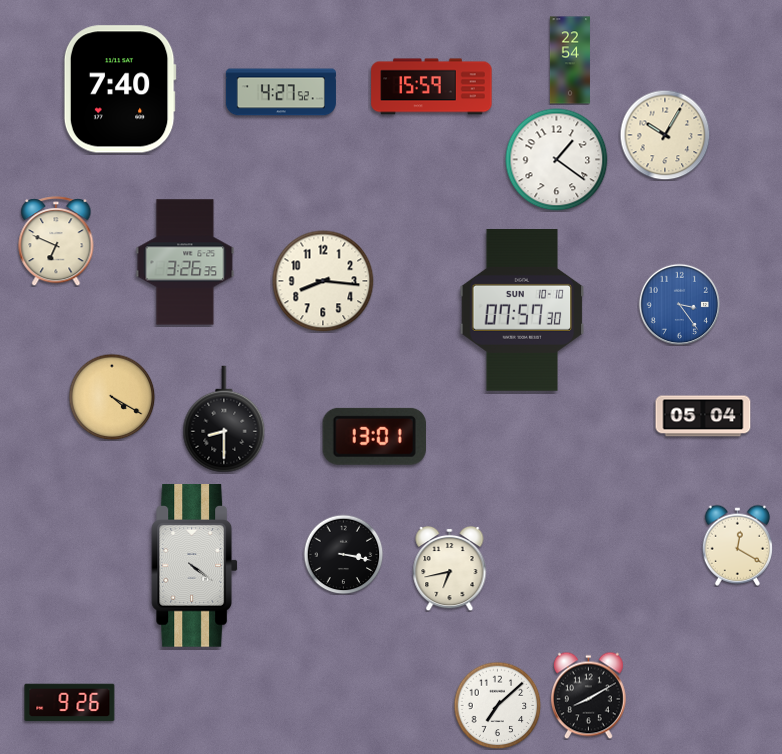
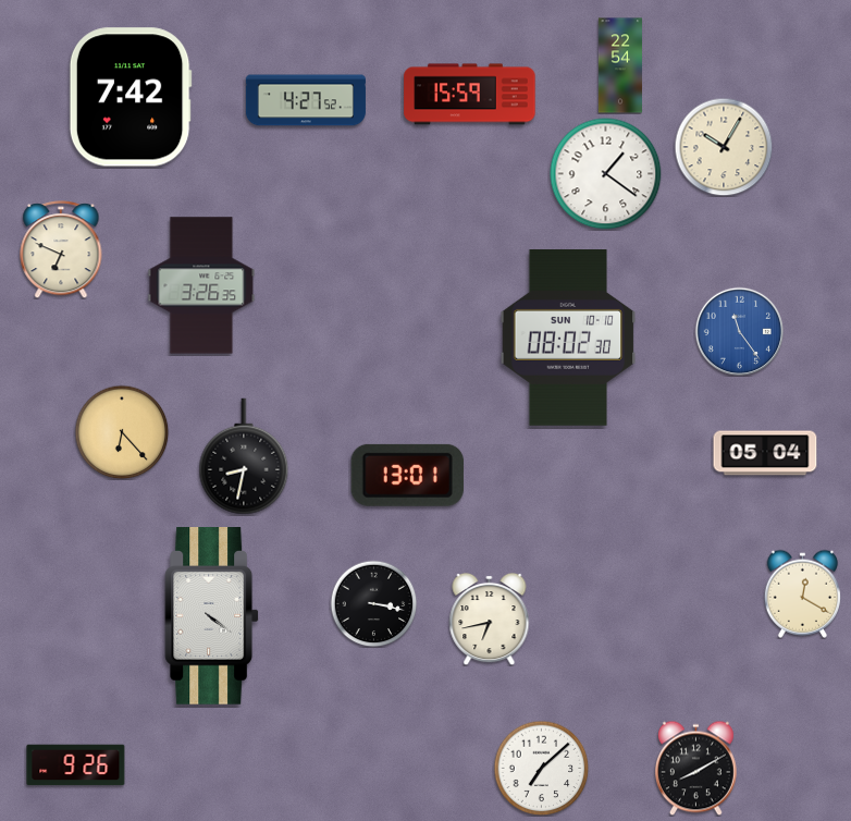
clock at (120, 89): 7:40 -> 7:42
clock at (56, 241) position: (56, 241) -> (61, 249)
clock at (323, 281): 8:16 -> none
clock at (679, 304): 3:24 -> 11:24
clock at (522, 311): 07:57 -> 08:02
clock at (112, 397): 4:20 -> 6:23
clock at (224, 419): 8:30 -> 8:32
clock at (588, 695) position: (588, 695) -> (695, 768)
